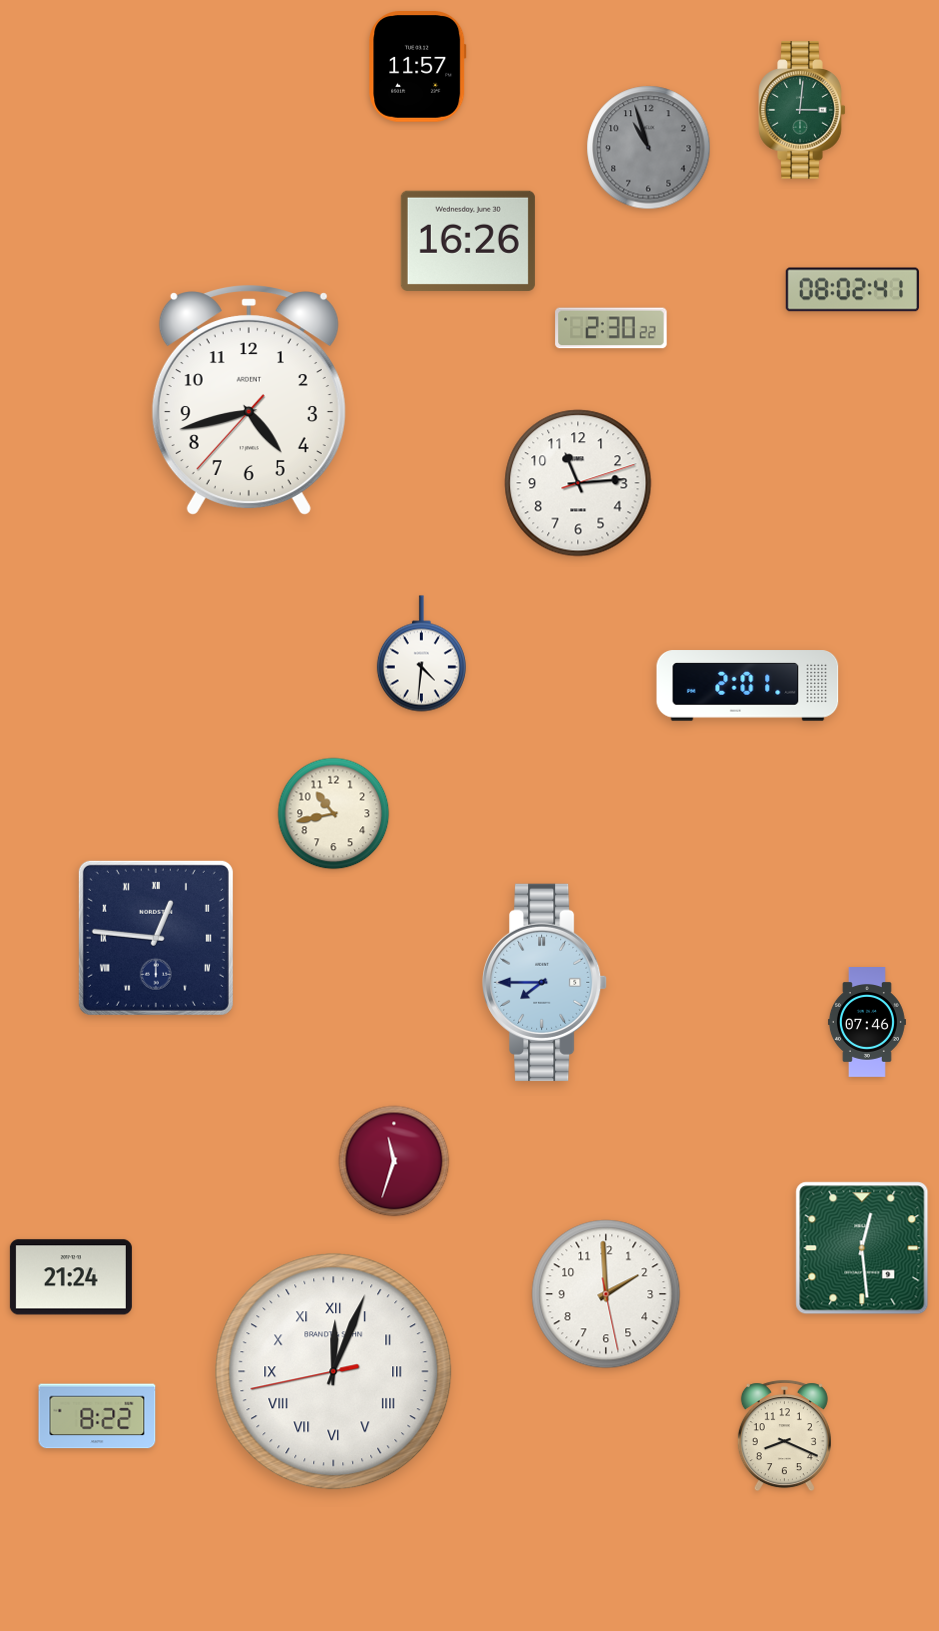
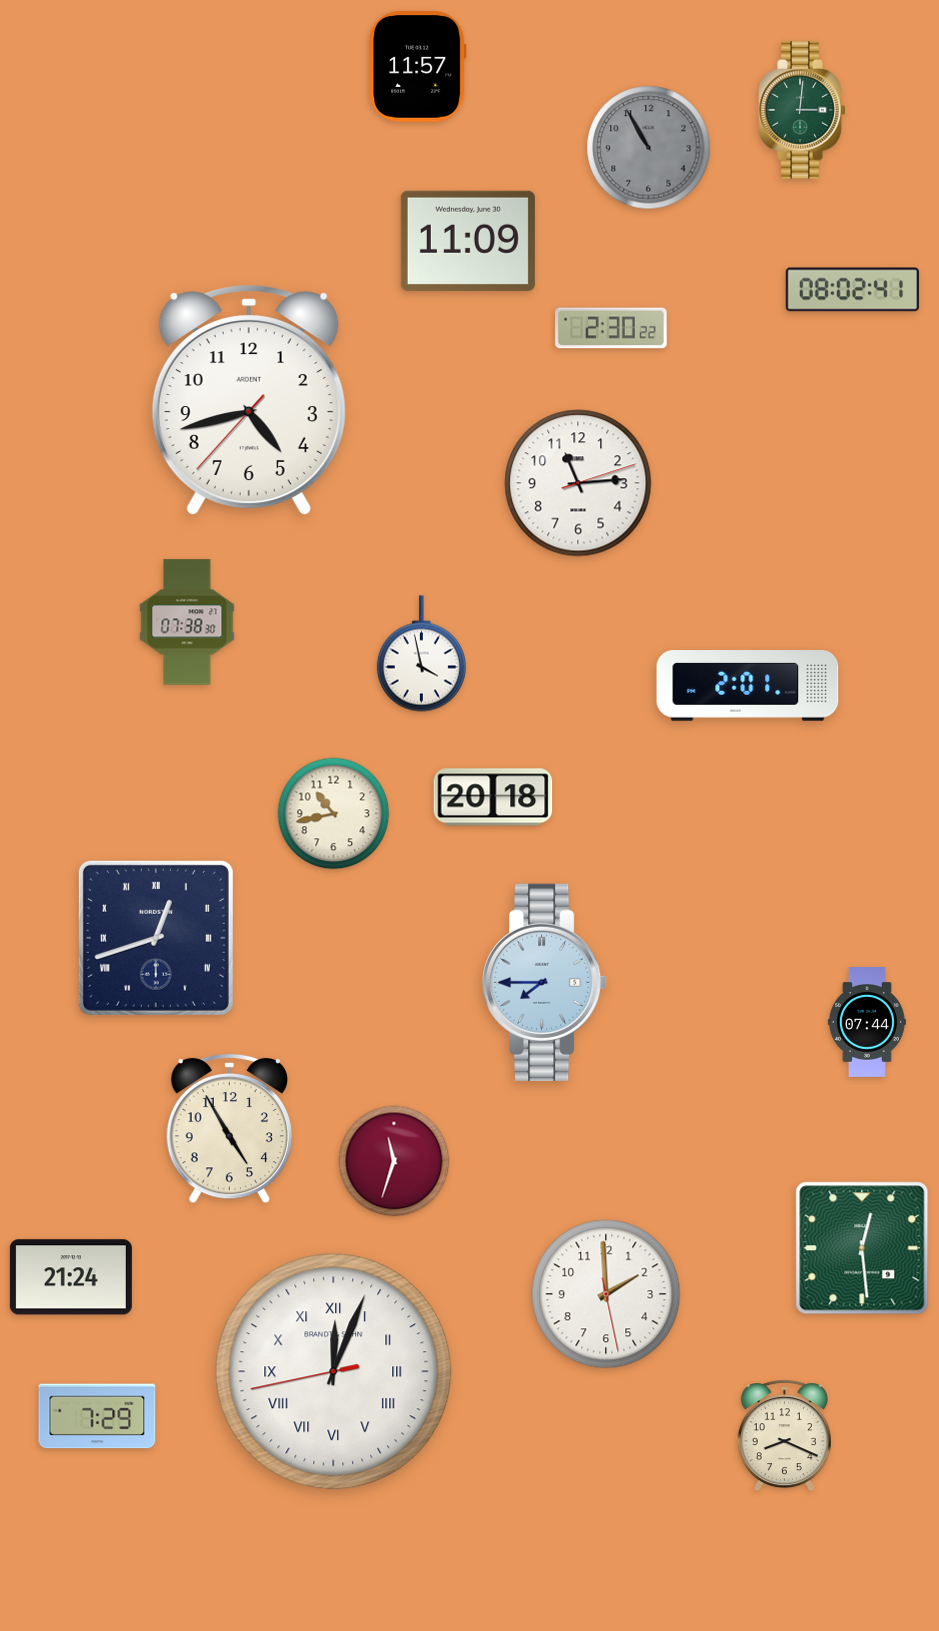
clock at (649, 148): 10:57 -> 10:55
clock at (468, 241): 16:26 -> 11:09
clock at (187, 622): none -> 07:38
clock at (421, 654): 4:31 -> 3:58
clock at (493, 797): none -> 20:18
clock at (156, 938): 12:46 -> 12:42
clock at (867, 1023): 07:46 -> 07:44
clock at (229, 1128): none -> 4:55
clock at (97, 1416): 8:22 -> 7:29
